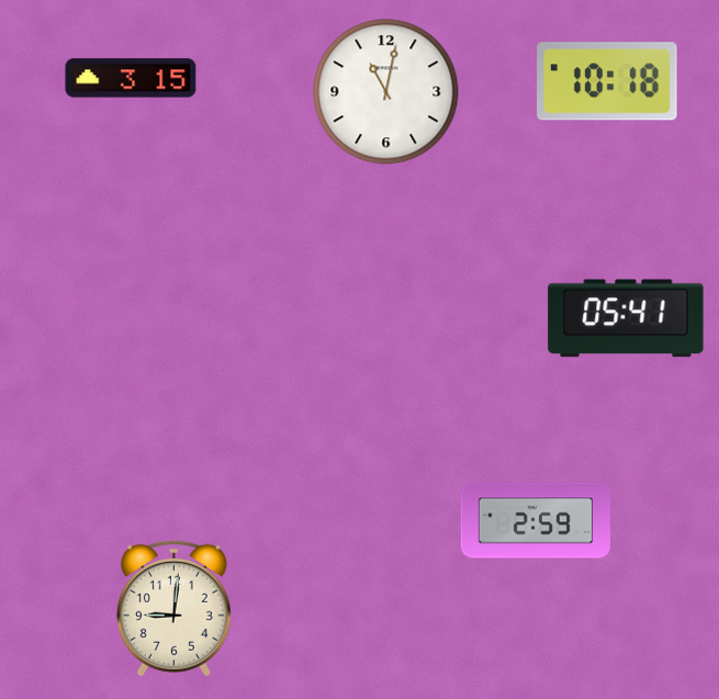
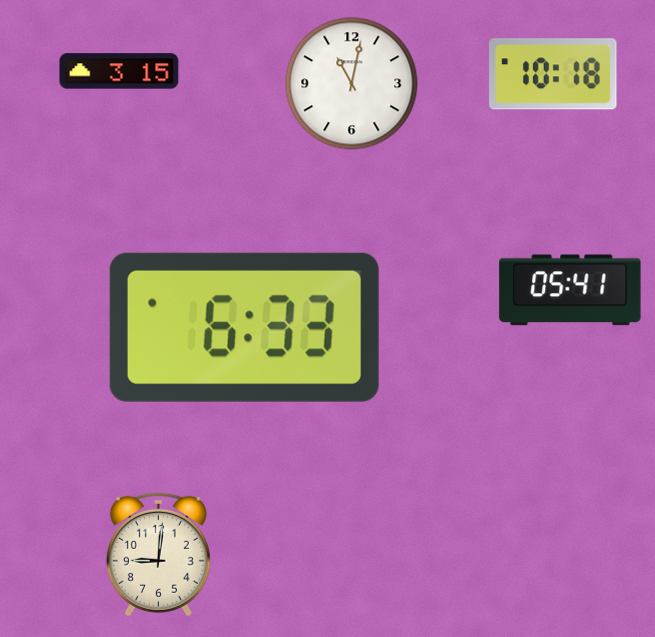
clock at (244, 327): none -> 6:33
clock at (535, 520): 2:59 -> none
